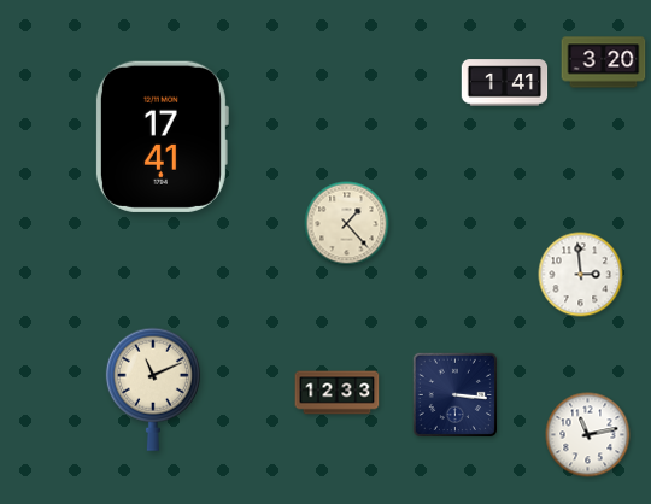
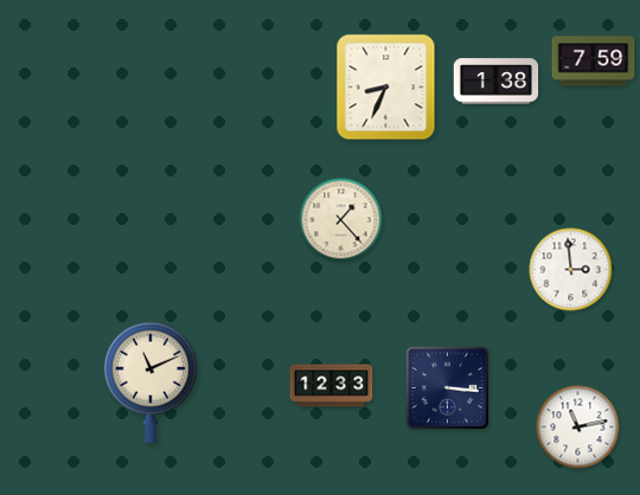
clock at (604, 63): 3:20 -> 7:59
clock at (505, 83): 1:41 -> 1:38
clock at (386, 88): none -> 8:34
clock at (162, 136): 17:41 -> none
